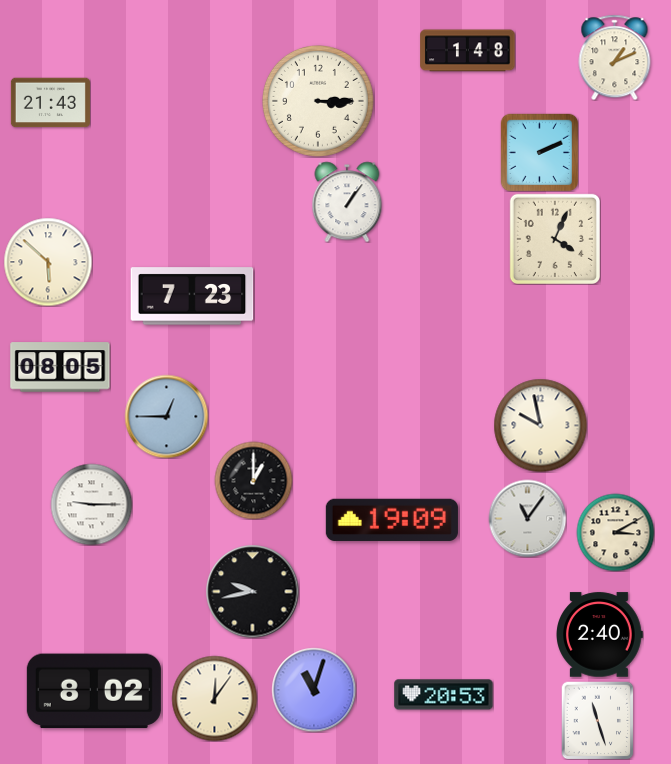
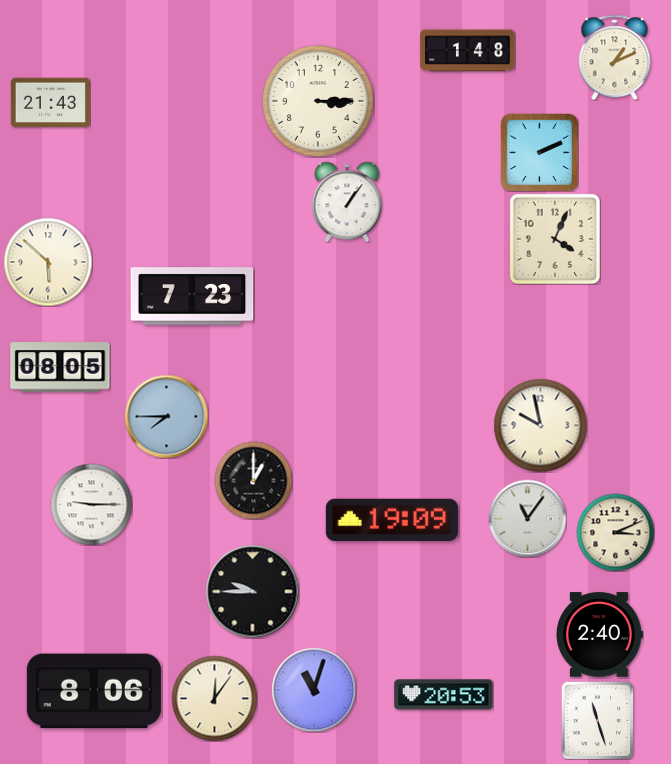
clock at (166, 416): 12:45 -> 7:45
clock at (615, 532): 3:10 -> 3:11
clock at (252, 591): 9:43 -> 9:45
clock at (94, 691): 8:02 -> 8:06
